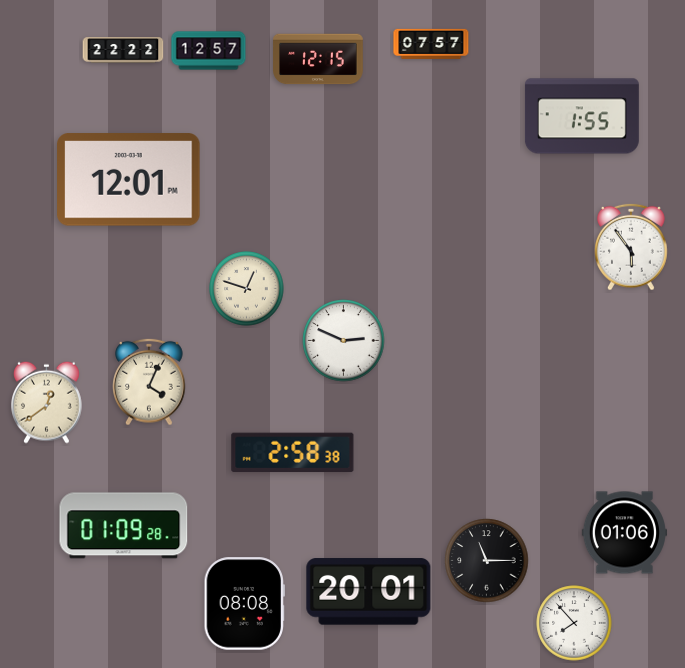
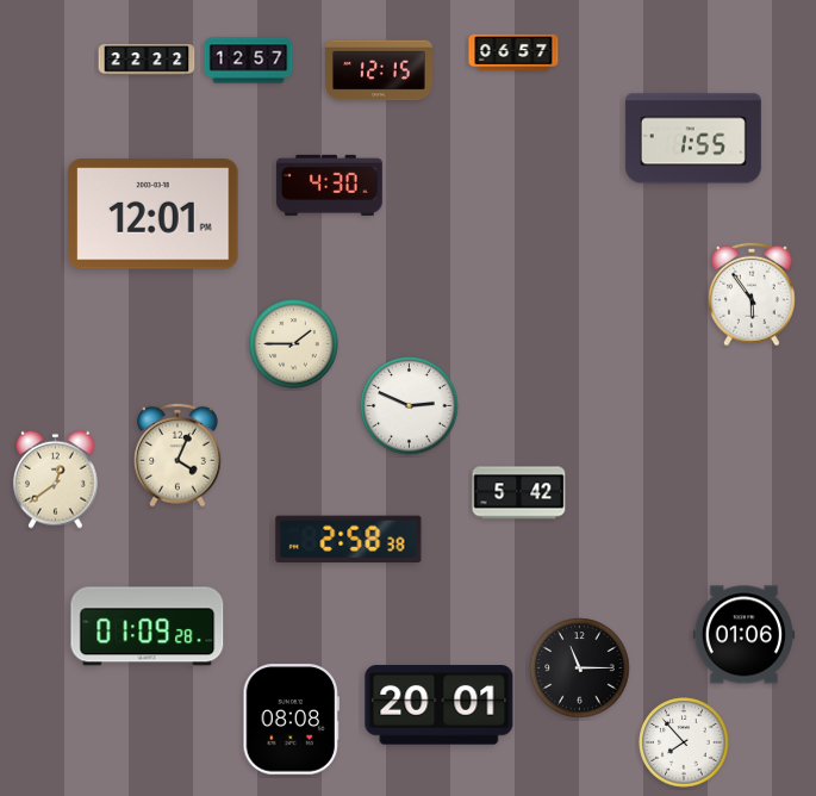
clock at (431, 44): 07:57 -> 06:57
clock at (329, 185): none -> 4:30
clock at (247, 289): 12:48 -> 1:45
clock at (519, 493): none -> 5:42
